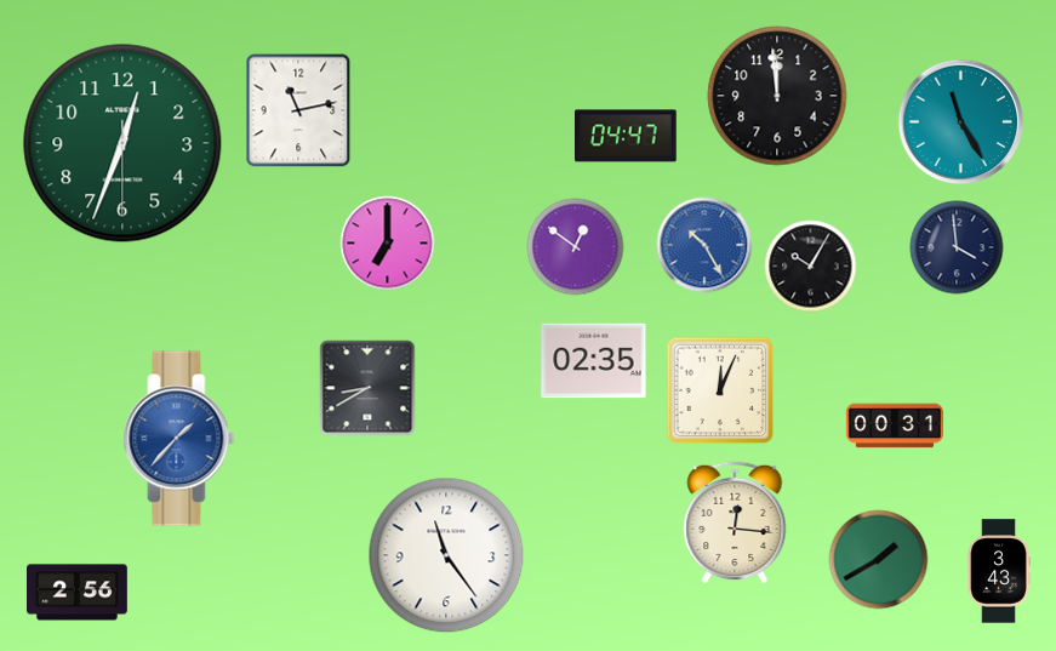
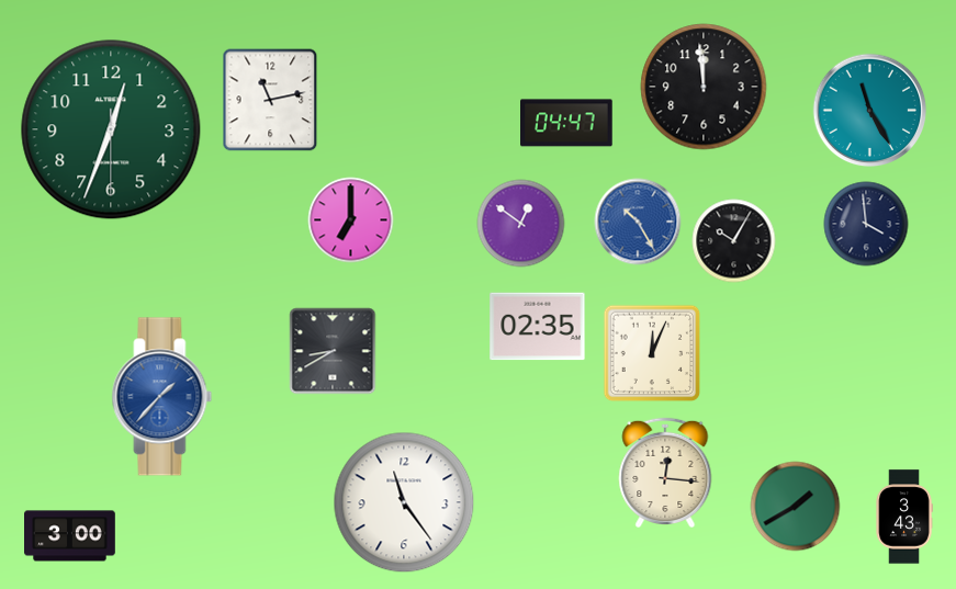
clock at (895, 426): 00:31 -> none
clock at (78, 593): 2:56 -> 3:00
